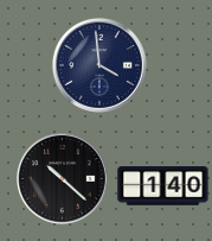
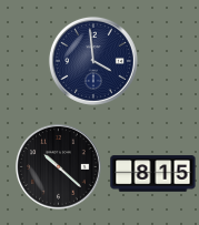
clock at (163, 186): 1:40 -> 8:15
